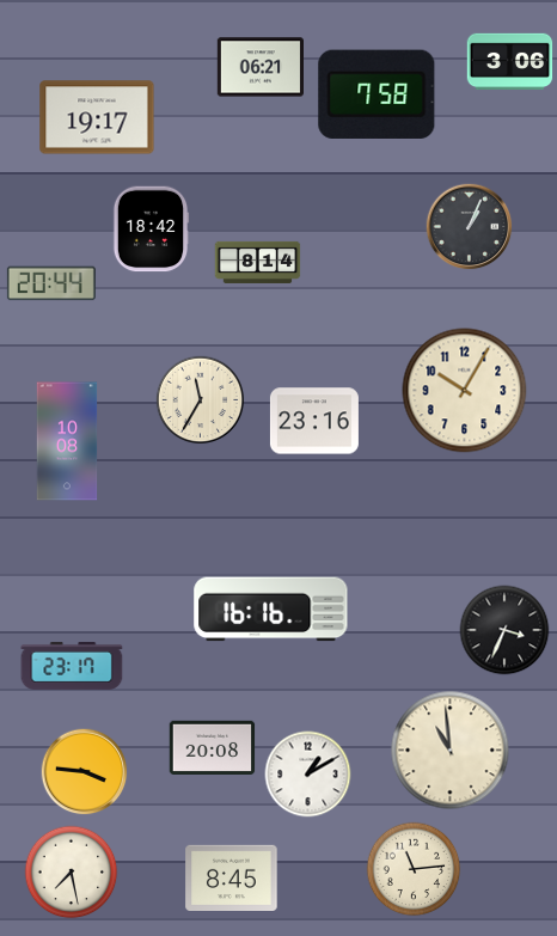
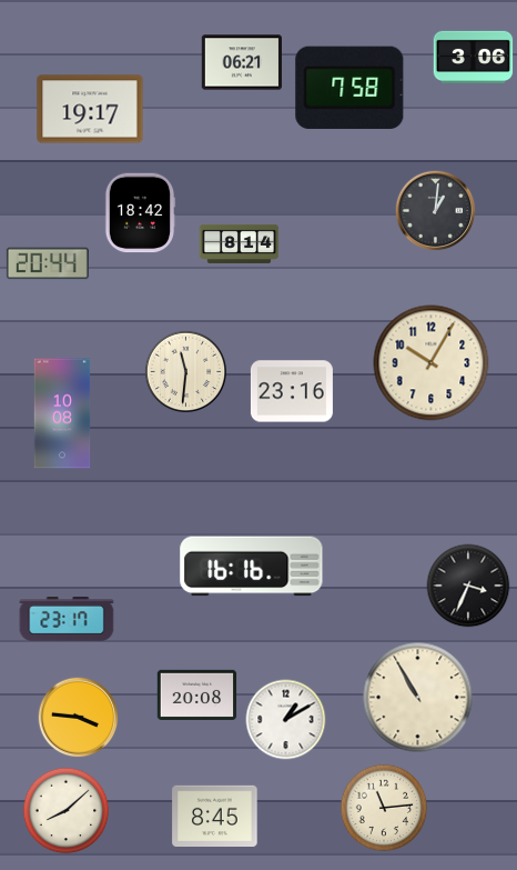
clock at (470, 227): 1:04 -> 1:01
clock at (201, 400): 11:35 -> 11:31
clock at (67, 441) position: (67, 441) -> (62, 413)
clock at (451, 751): 10:59 -> 10:55
clock at (72, 873): 7:28 -> 8:08
